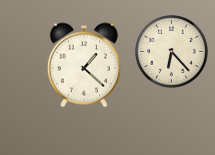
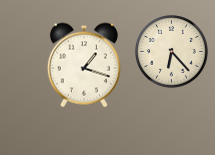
clock at (84, 65): 1:22 -> 1:18
